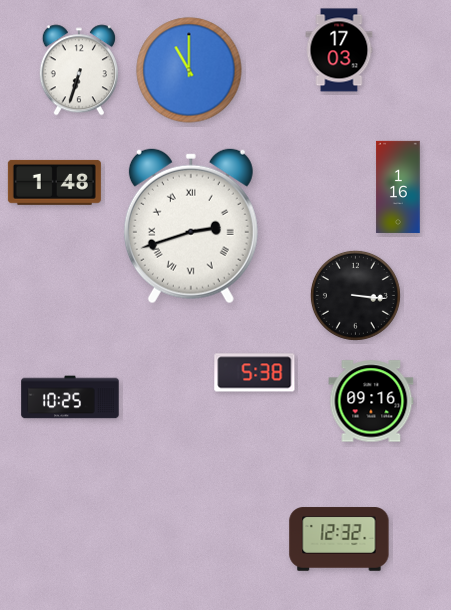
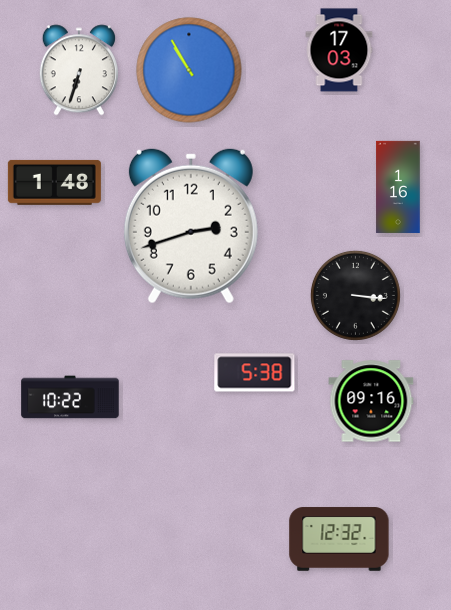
clock at (189, 70): 11:00 -> 10:55
clock at (191, 226) numerals: Roman -> Arabic
clock at (70, 397): 10:25 -> 10:22
